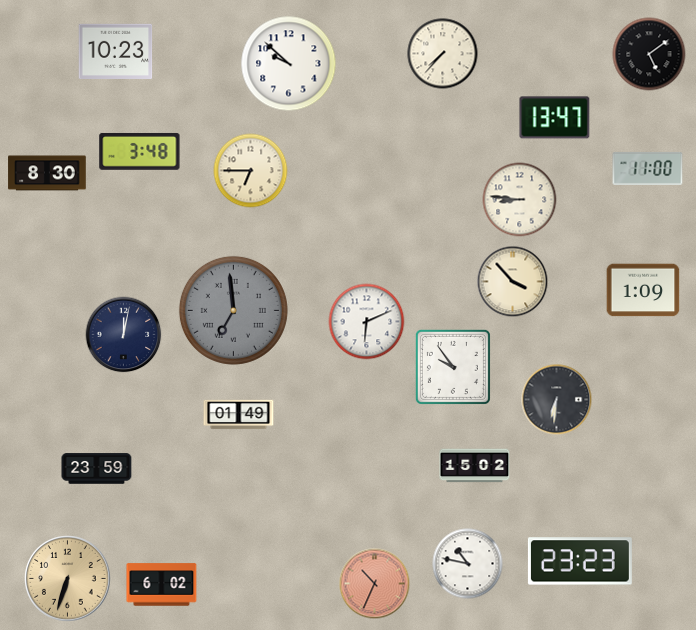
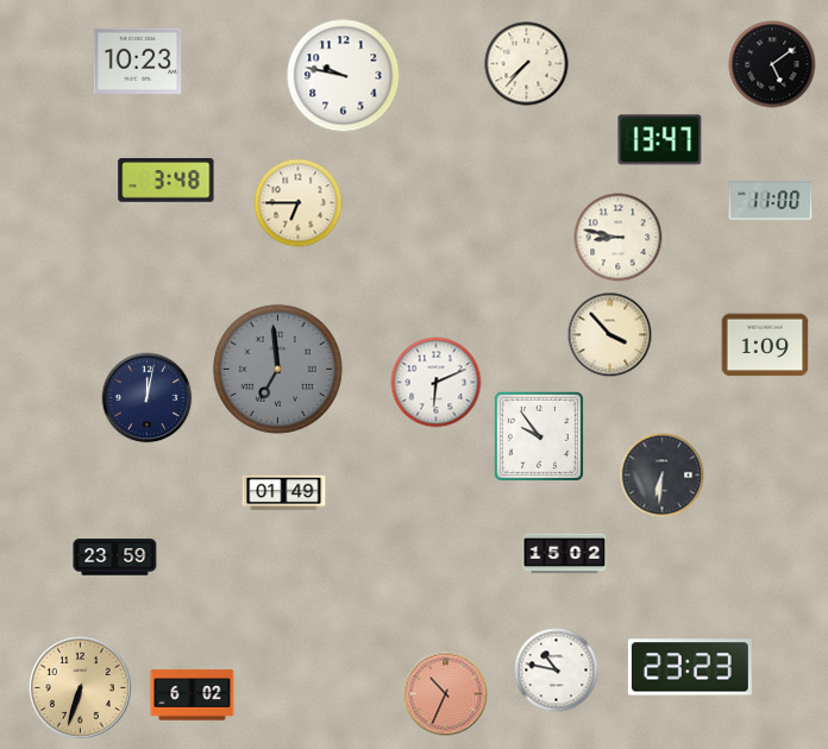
clock at (289, 64): 9:52 -> 9:47
clock at (47, 173): 8:30 -> none
clock at (520, 200): 8:46 -> 8:47
